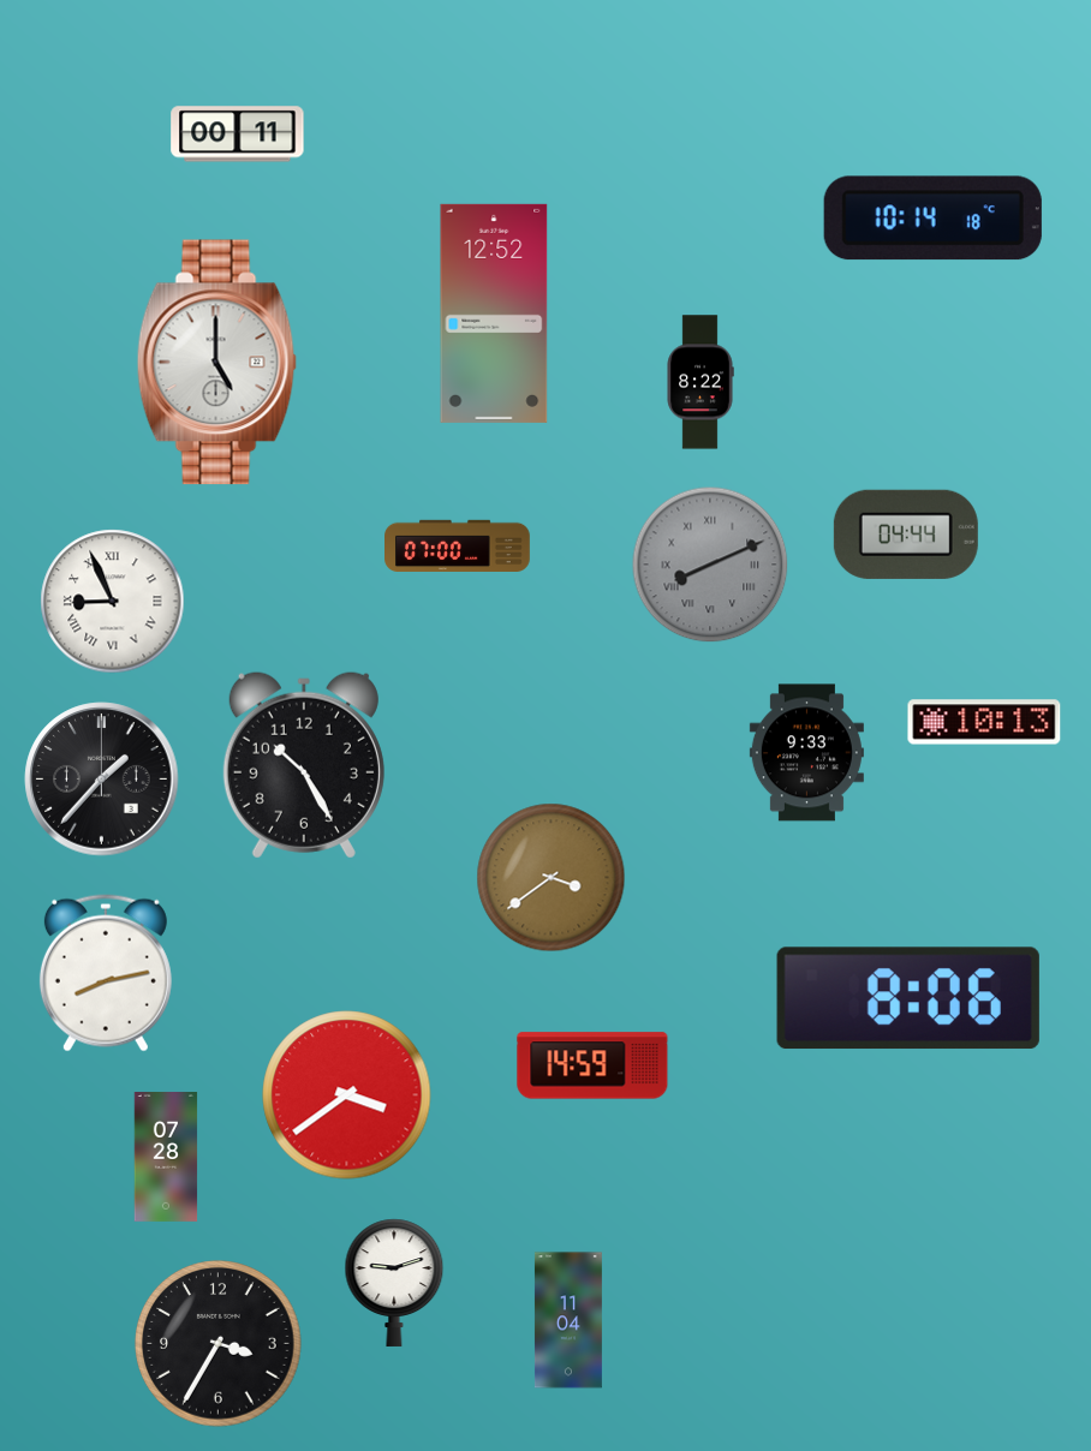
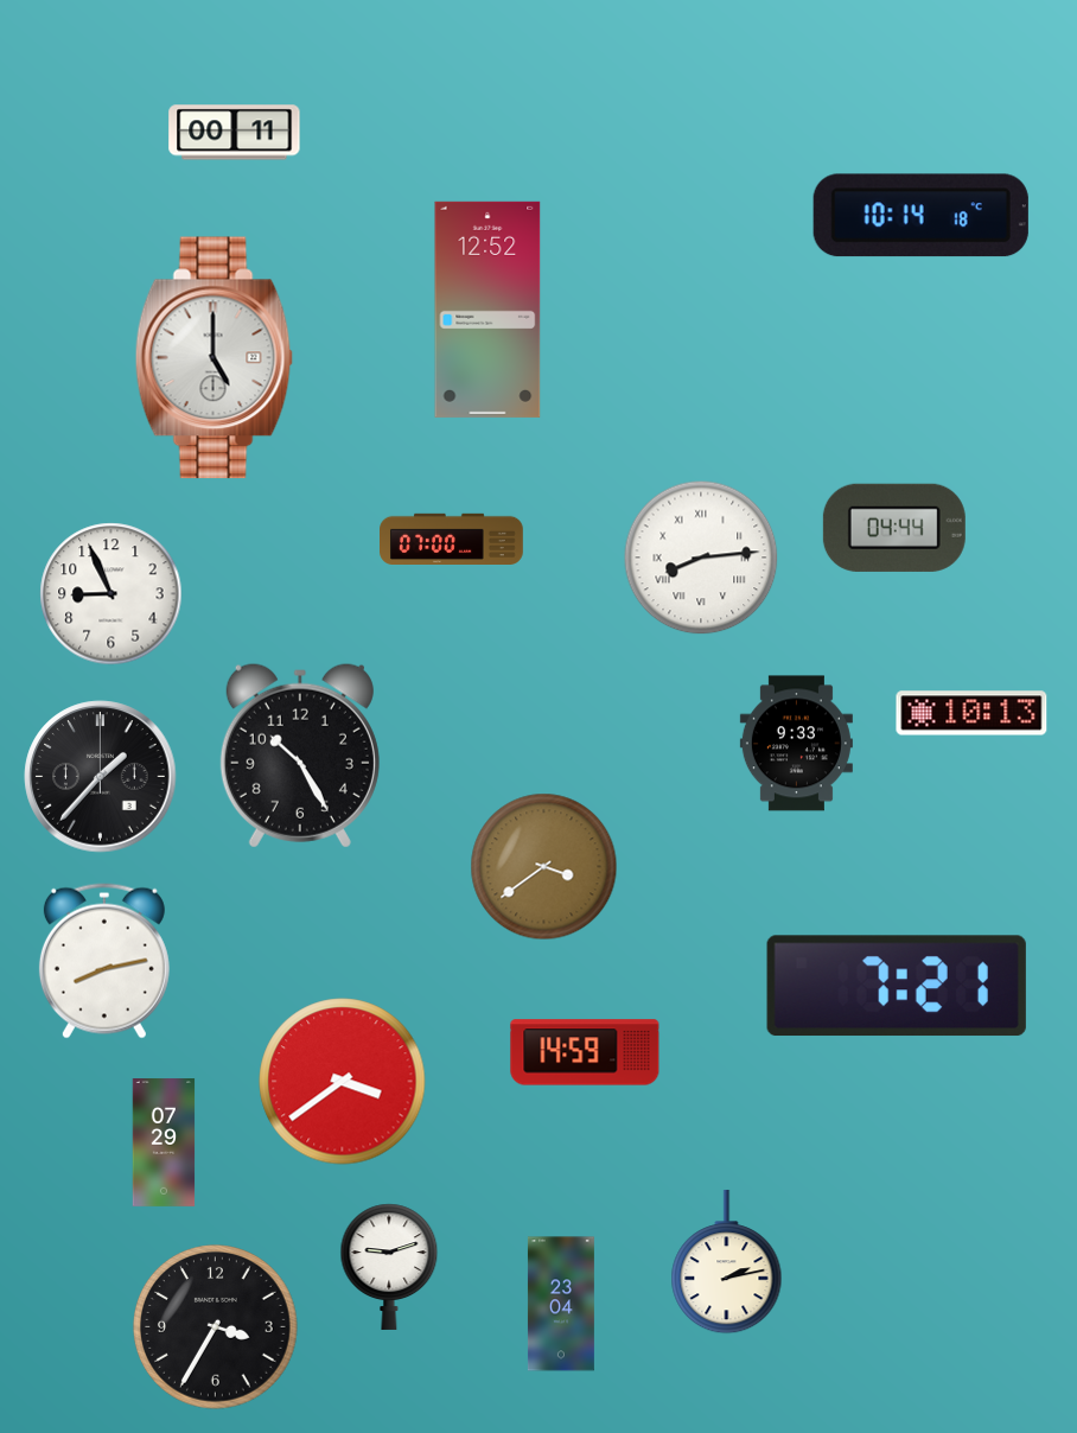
clock at (700, 382): 8:22 -> none
clock at (710, 565): 8:11 -> 8:14
clock at (710, 565) dial: grey -> white
clock at (113, 602) numerals: Roman -> Arabic
clock at (102, 780) position: (102, 780) -> (101, 777)
clock at (908, 998): 8:06 -> 7:21
clock at (166, 1158): 07:28 -> 07:29
clock at (727, 1262): none -> 2:13
clock at (568, 1320): 11:04 -> 23:04
